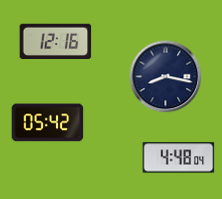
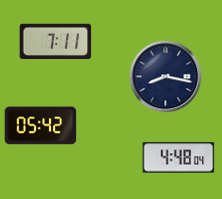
clock at (56, 41): 12:16 -> 7:11
clock at (48, 123) position: (48, 123) -> (41, 126)
